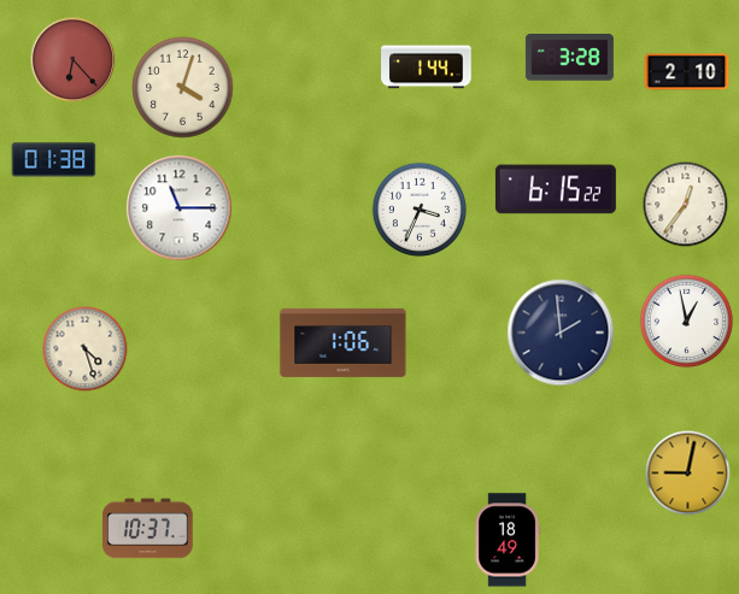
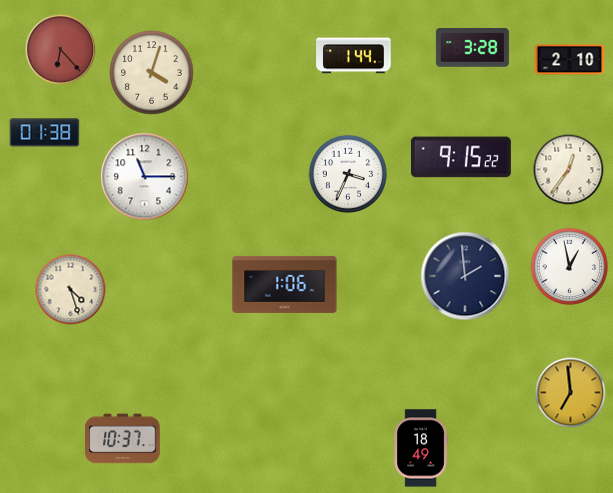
clock at (556, 189): 6:15 -> 9:15
clock at (180, 208) position: (180, 208) -> (145, 177)
clock at (688, 474): 9:02 -> 6:59
